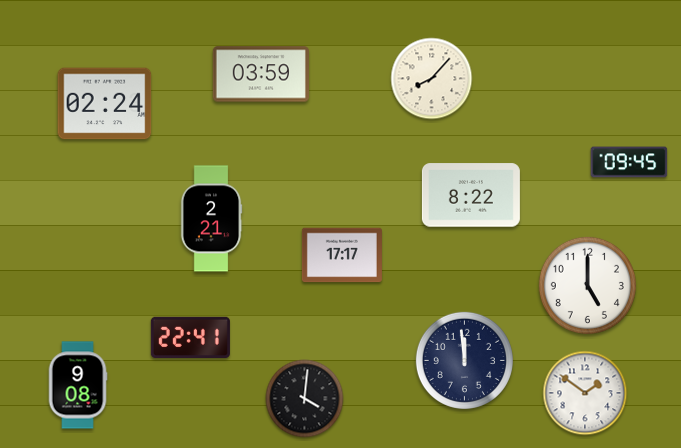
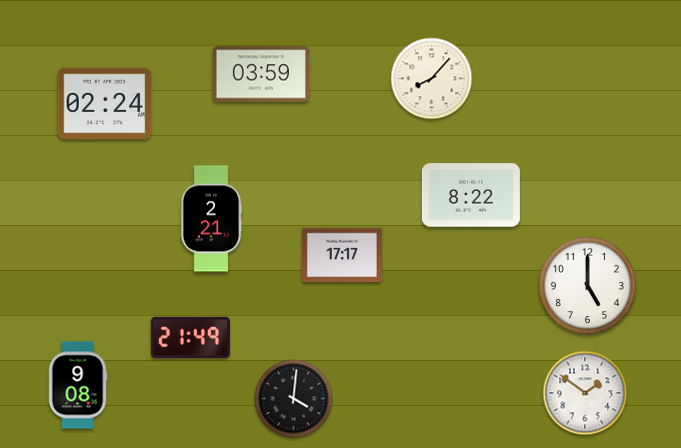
clock at (629, 162): 09:45 -> none
clock at (190, 338): 22:41 -> 21:49
clock at (464, 360): 11:59 -> none
clock at (305, 399) position: (305, 399) -> (294, 399)
